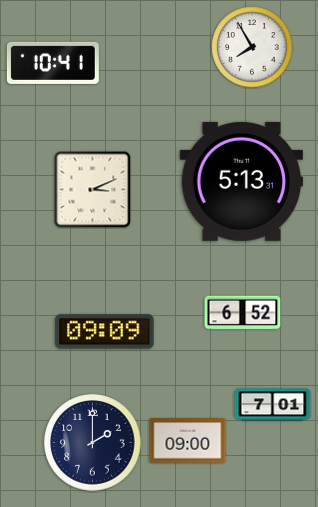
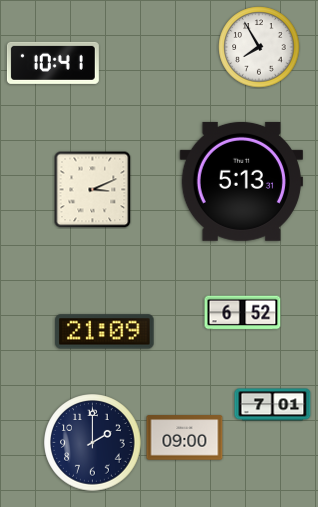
clock at (252, 47) position: (252, 47) -> (259, 47)
clock at (105, 332): 09:09 -> 21:09
clock at (188, 441) position: (188, 441) -> (185, 438)
